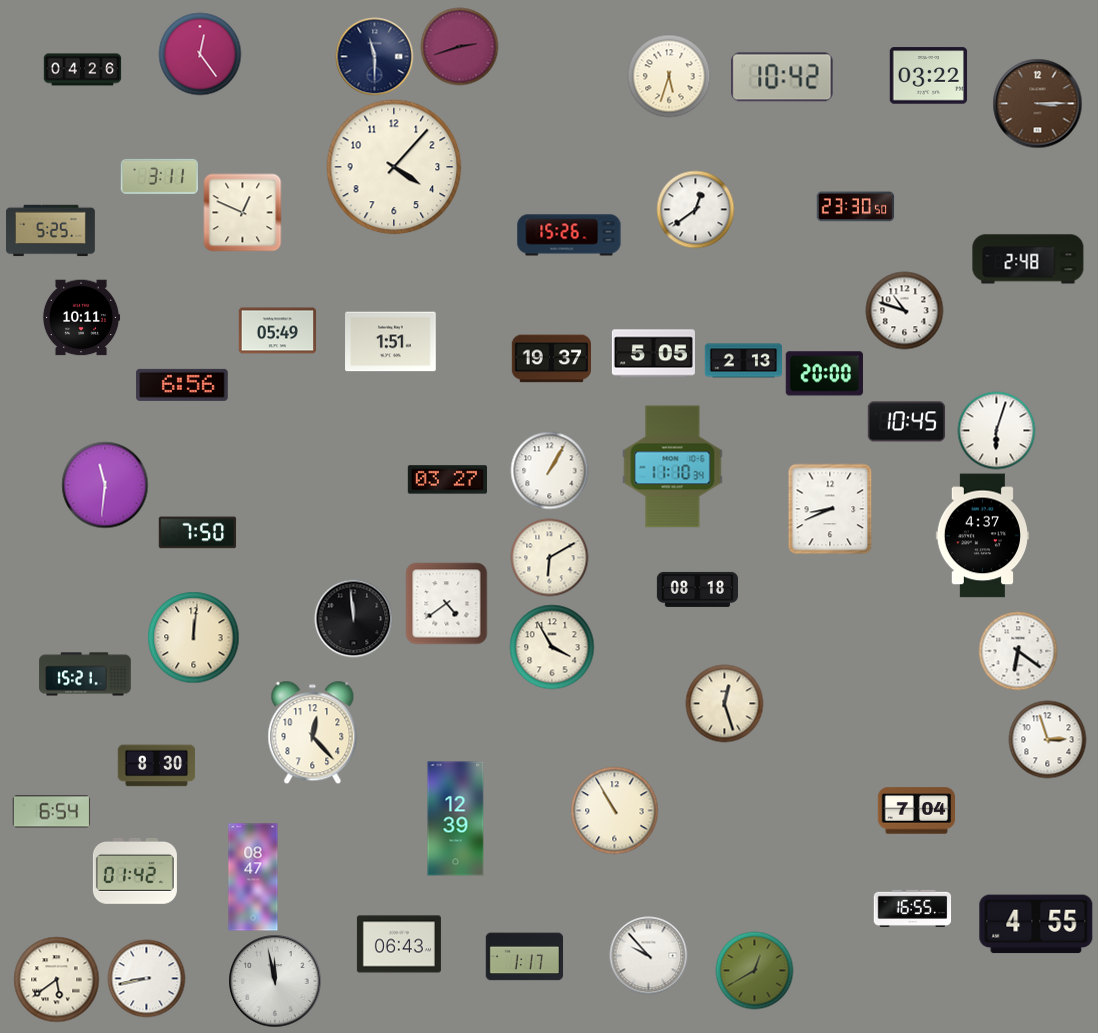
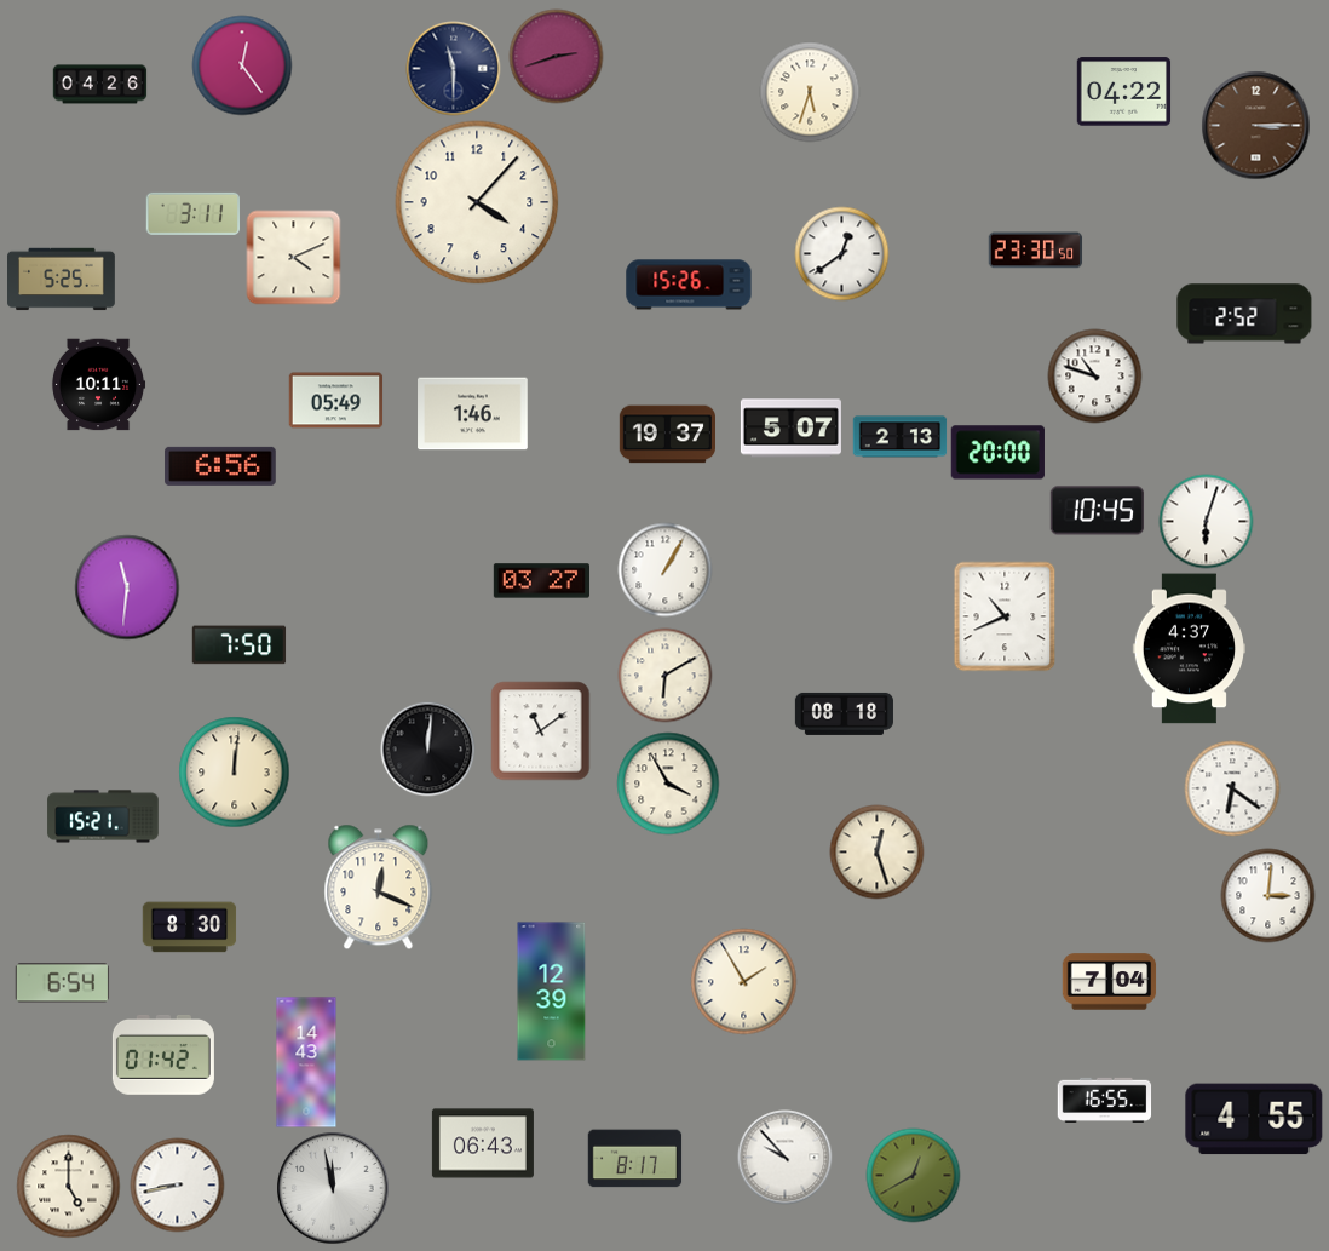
clock at (928, 76): 03:22 -> 04:22
clock at (782, 77): 10:42 -> none
clock at (242, 212): 12:49 -> 4:11
clock at (1028, 259): 2:48 -> 2:52
clock at (391, 342): 1:51 -> 1:46
clock at (653, 354): 5:05 -> 5:07
clock at (673, 467): 11:10 -> none
clock at (830, 509): 8:41 -> 10:41
clock at (446, 603): 4:39 -> 11:09
clock at (353, 618): 11:59 -> 12:01
clock at (313, 732): 12:23 -> 12:19
clock at (1047, 739): 2:57 -> 3:01
clock at (614, 810): 10:55 -> 1:55
clock at (253, 877): 08:47 -> 14:43
clock at (524, 957): 1:17 -> 8:17
clock at (56, 979): 5:39 -> 5:00
